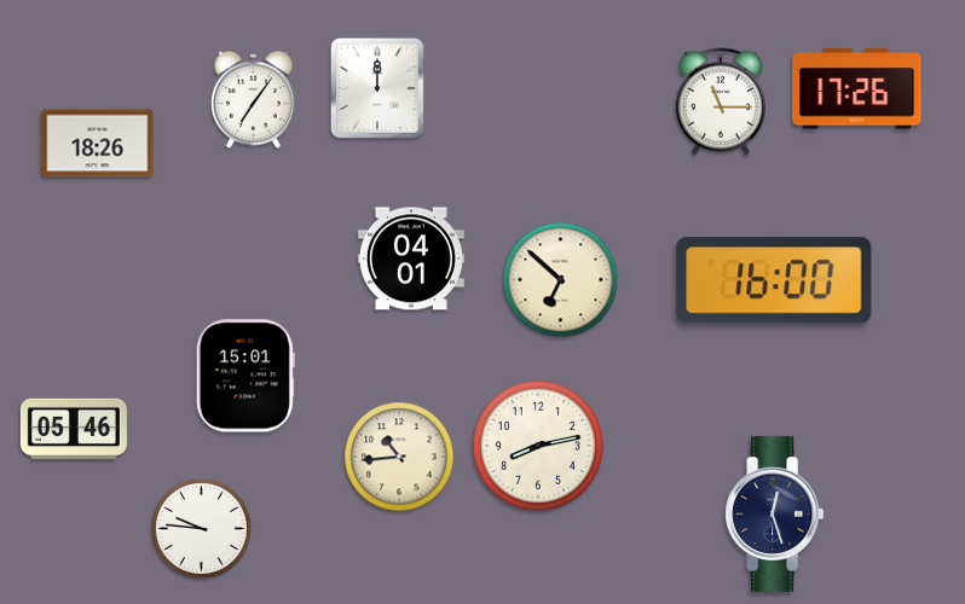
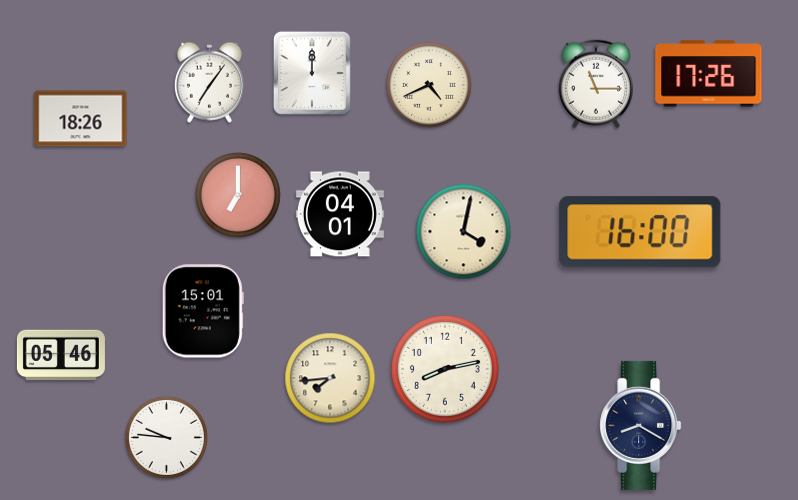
clock at (430, 86): none -> 4:41
clock at (239, 196): none -> 7:00
clock at (561, 280): 6:52 -> 4:02
clock at (399, 457): 10:44 -> 7:44
clock at (775, 513): 12:27 -> 8:20
